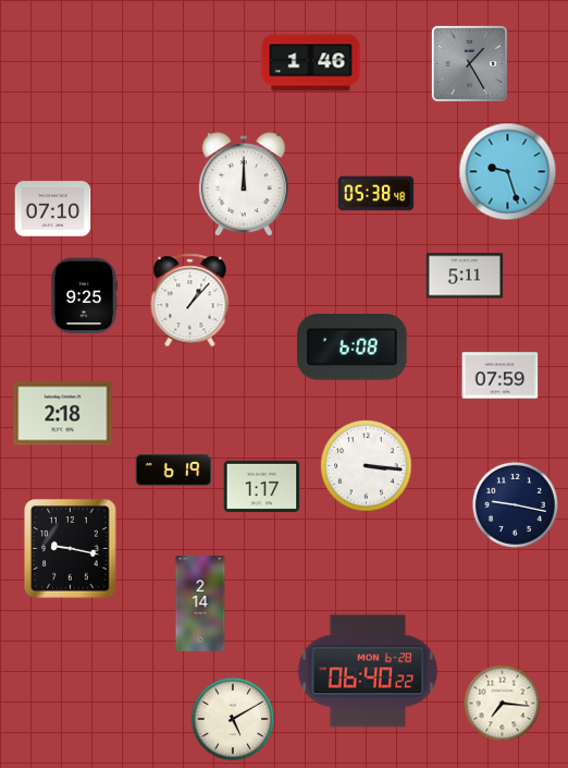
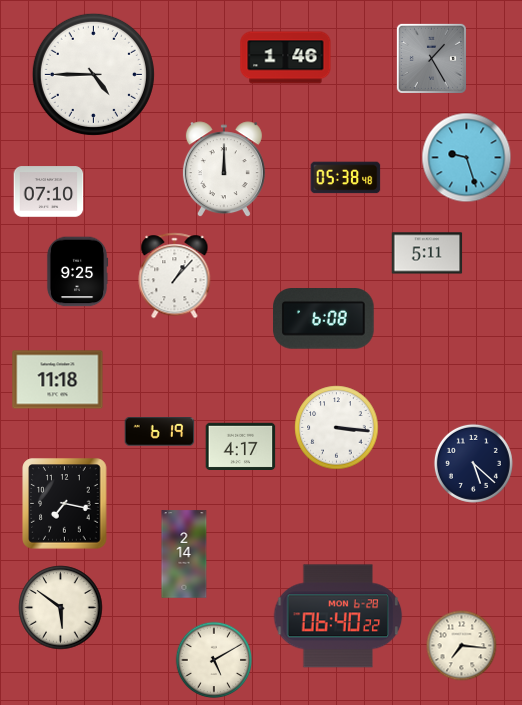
clock at (93, 74): none -> 4:45
clock at (501, 376): 07:59 -> none
clock at (63, 414): 2:18 -> 11:18
clock at (262, 486): 1:17 -> 4:17
clock at (515, 504): 9:17 -> 5:22
clock at (71, 549): 9:17 -> 7:17
clock at (61, 608): none -> 5:51
